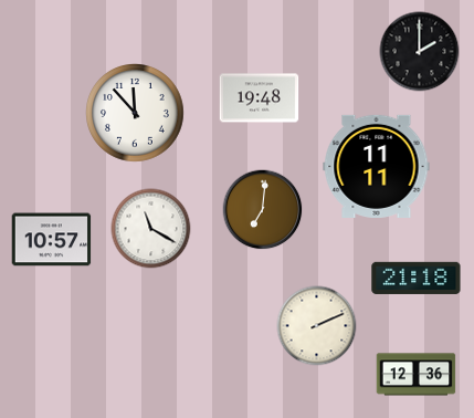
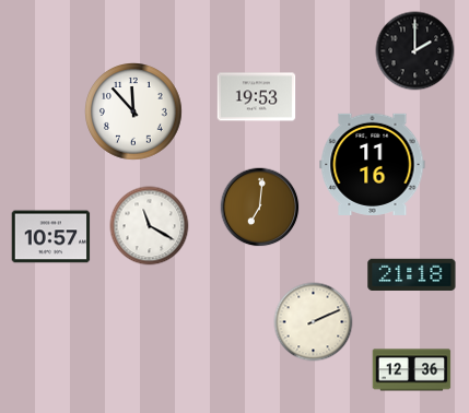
clock at (260, 98): 19:48 -> 19:53
clock at (377, 166): 11:11 -> 11:16
